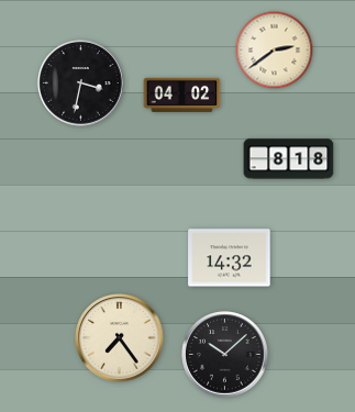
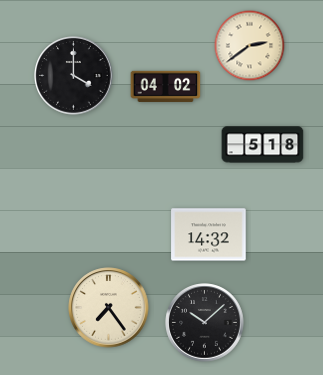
clock at (81, 83): 3:32 -> 4:00
clock at (289, 159): 8:18 -> 5:18
